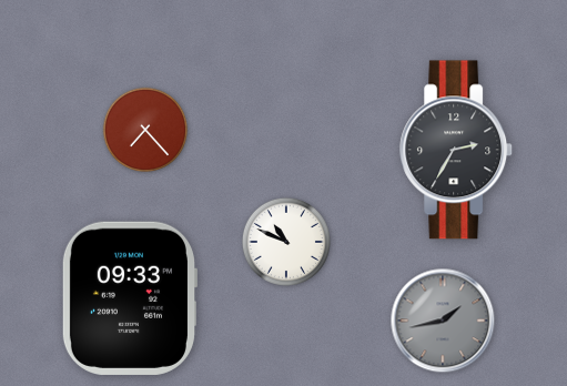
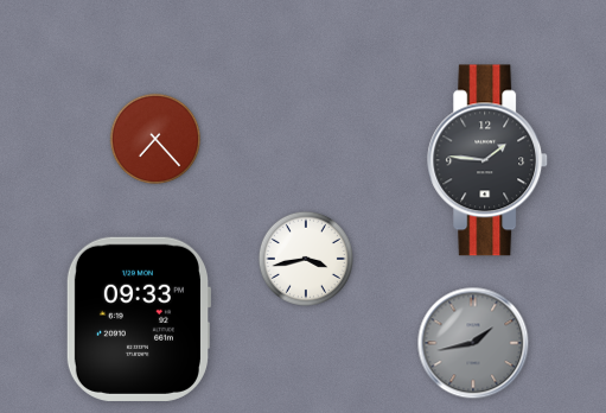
clock at (457, 150): 2:35 -> 1:46
clock at (286, 242): 10:49 -> 3:43
